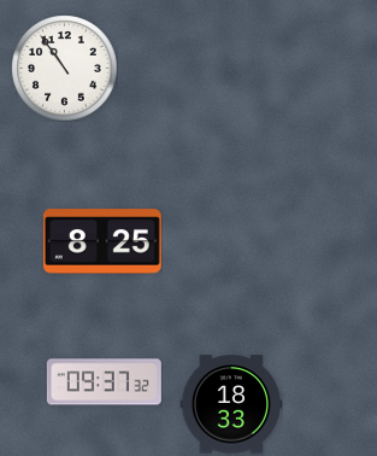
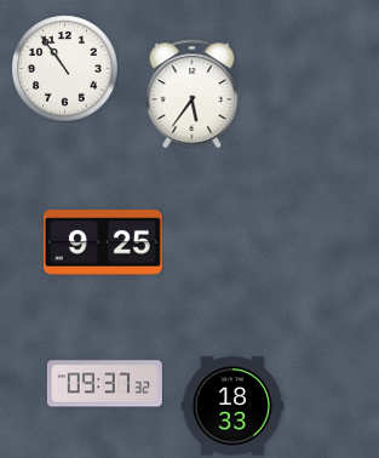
clock at (193, 93): none -> 5:36
clock at (102, 241): 8:25 -> 9:25
